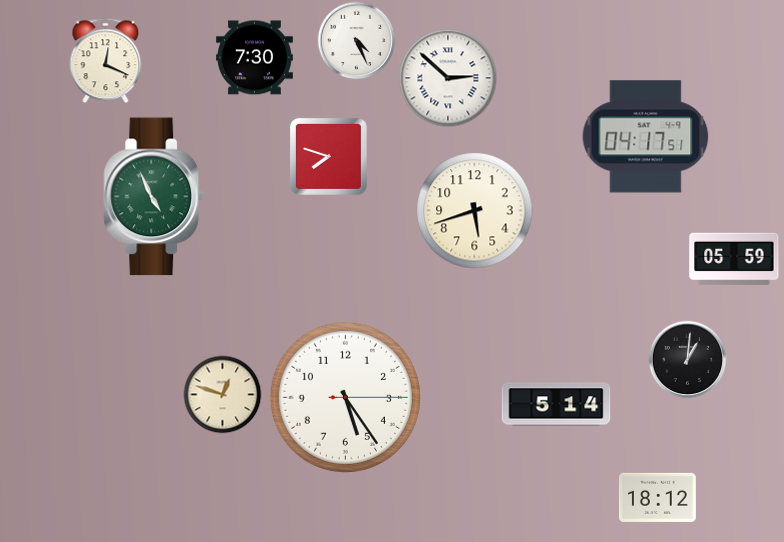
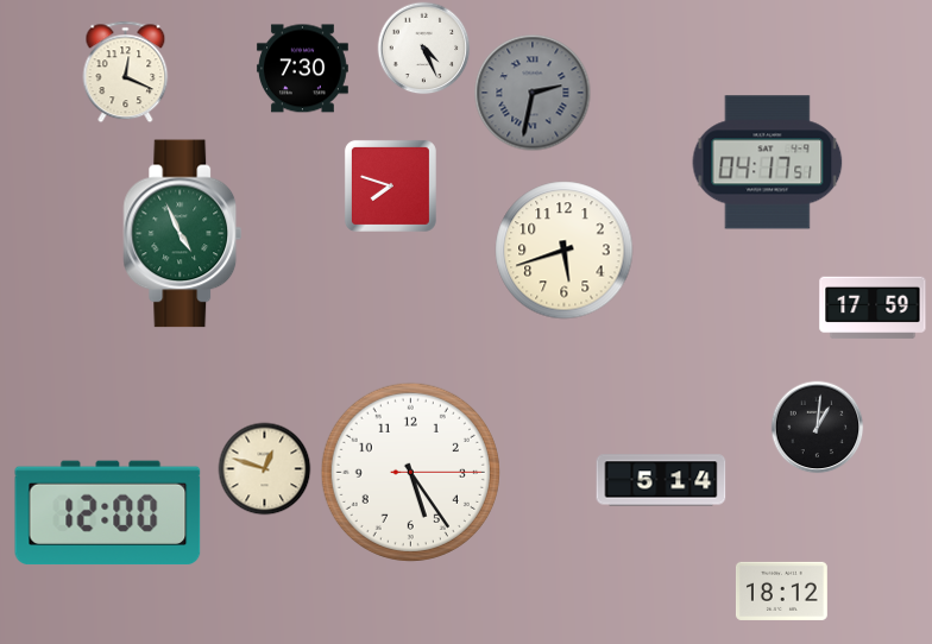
clock at (448, 78): 2:52 -> 2:32
clock at (448, 78) dial: white -> grey
clock at (734, 259): 05:59 -> 17:59
clock at (108, 513): none -> 12:00
